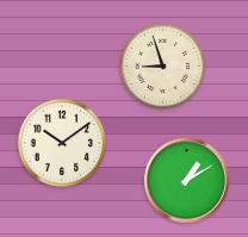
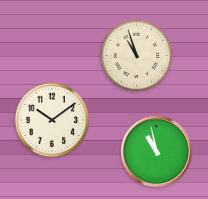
clock at (163, 67): 8:57 -> 10:57
clock at (186, 180): 1:10 -> 10:58
